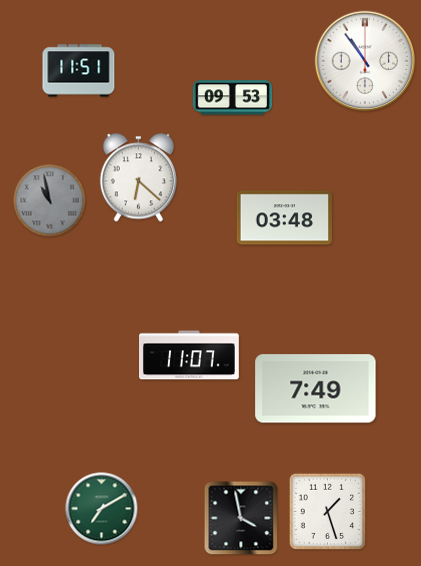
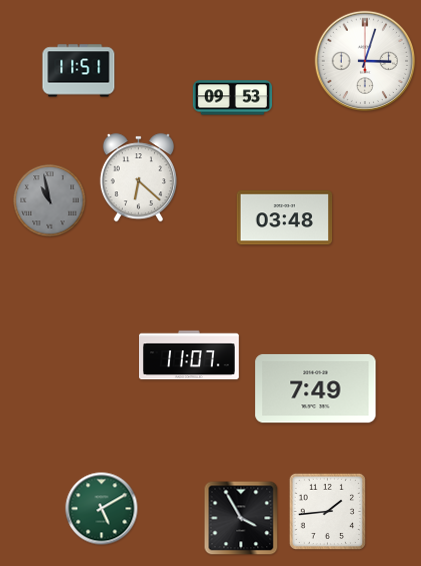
clock at (365, 61): 10:54 -> 3:03
clock at (102, 509): 7:10 -> 5:10
clock at (327, 511): 1:27 -> 1:44
clock at (241, 518): 3:58 -> 3:55
